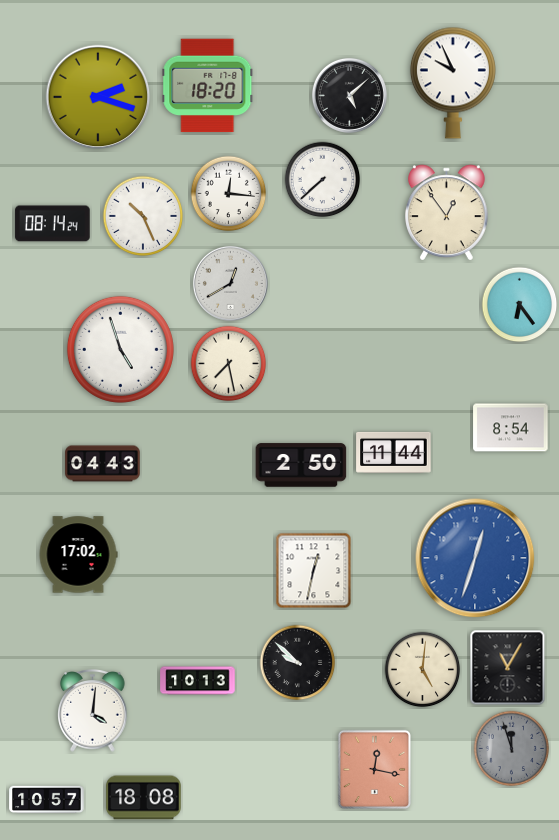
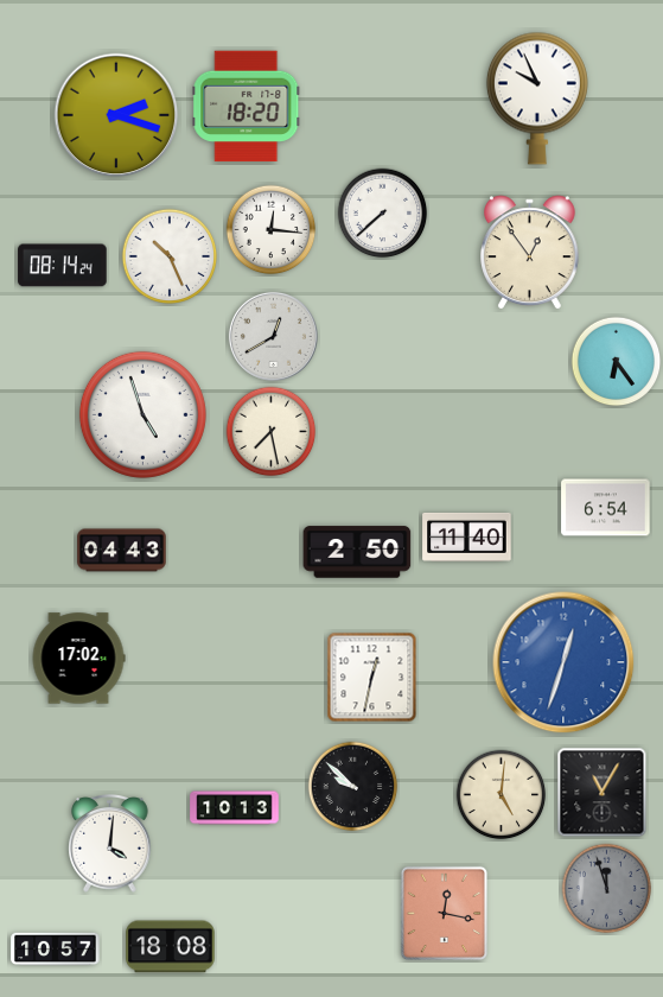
clock at (208, 86) position: (208, 86) -> (247, 107)
clock at (349, 95): 5:08 -> none
clock at (511, 428): 8:54 -> 6:54
clock at (394, 452): 11:44 -> 11:40
clock at (78, 555) position: (78, 555) -> (78, 659)
